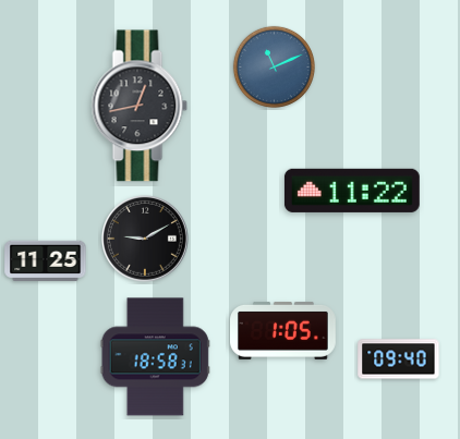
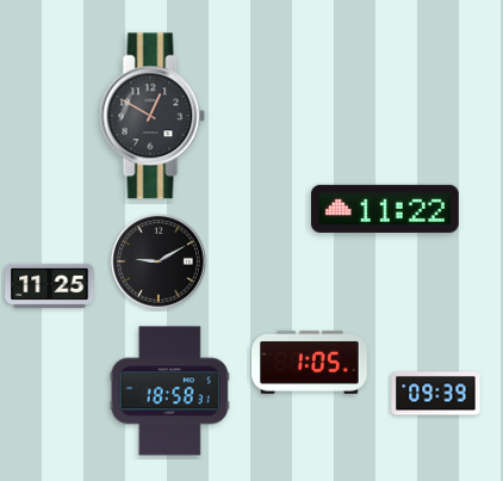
clock at (274, 66): 11:11 -> none
clock at (140, 106): 12:43 -> 12:50
clock at (399, 359): 09:40 -> 09:39
